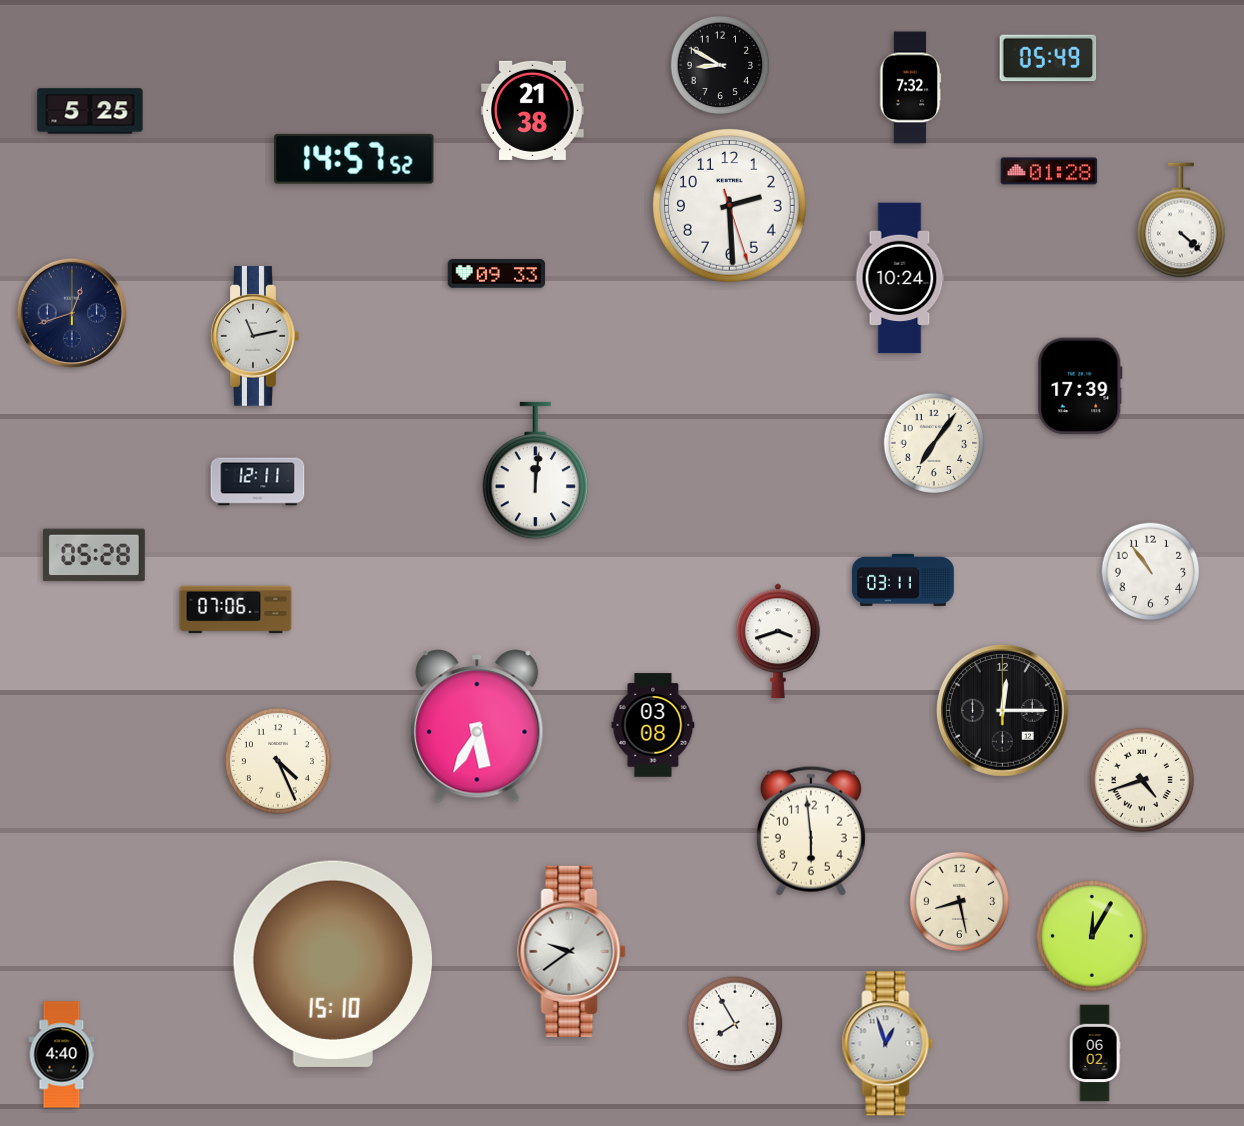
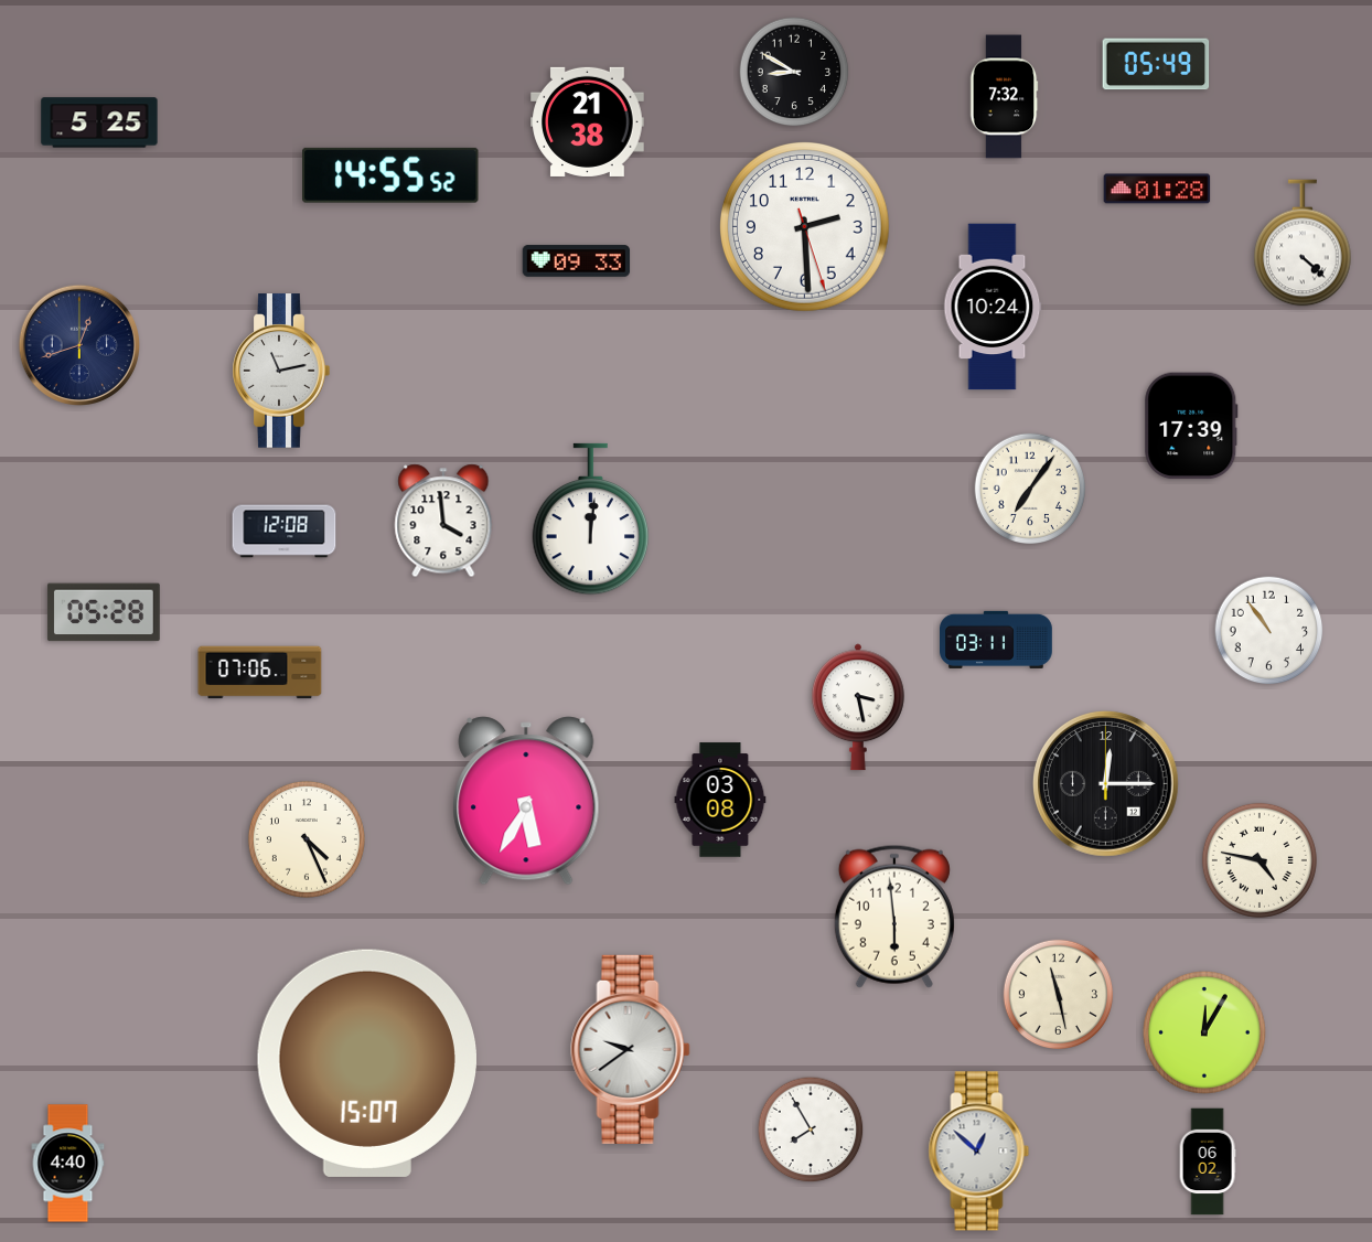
clock at (355, 159): 14:57 -> 14:55
clock at (497, 274) position: (497, 274) -> (577, 261)
clock at (443, 521): none -> 3:59
clock at (258, 482): 12:11 -> 12:08
clock at (778, 641): 3:42 -> 3:28
clock at (1142, 780): 4:42 -> 4:47
clock at (960, 902): 8:28 -> 11:28
clock at (333, 964): 15:10 -> 15:07
clock at (888, 1044): 12:57 -> 12:52
